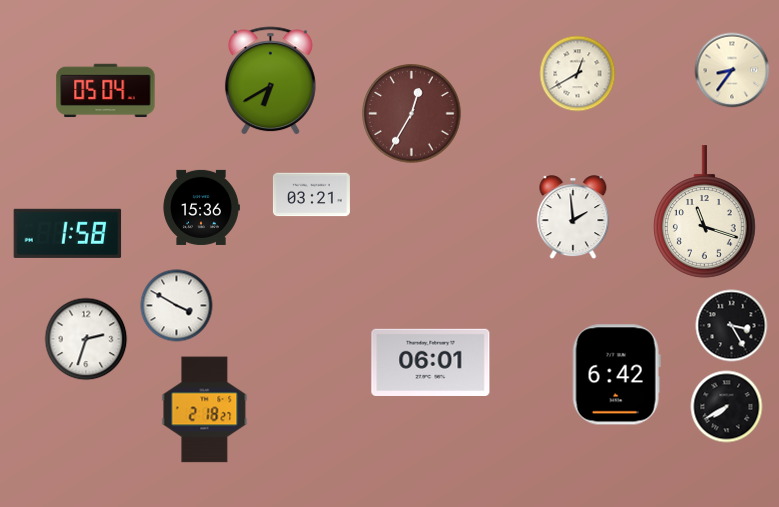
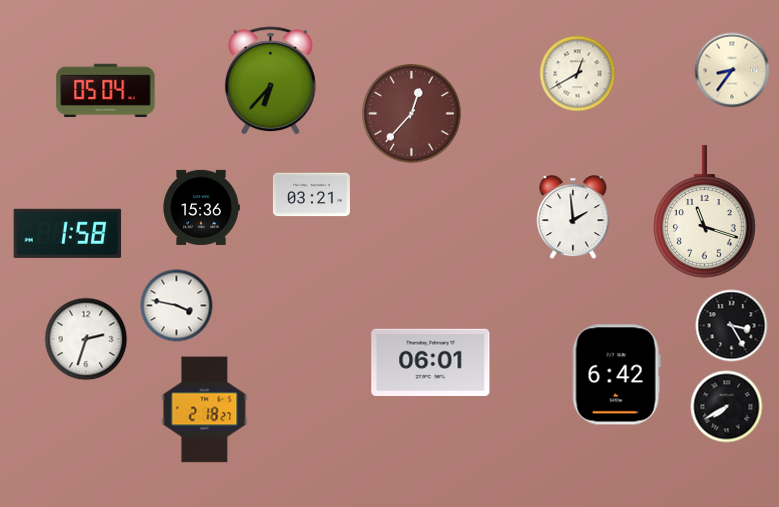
clock at (270, 81): 6:40 -> 6:37
clock at (412, 114): 12:35 -> 12:37
clock at (177, 306): 3:50 -> 3:47
